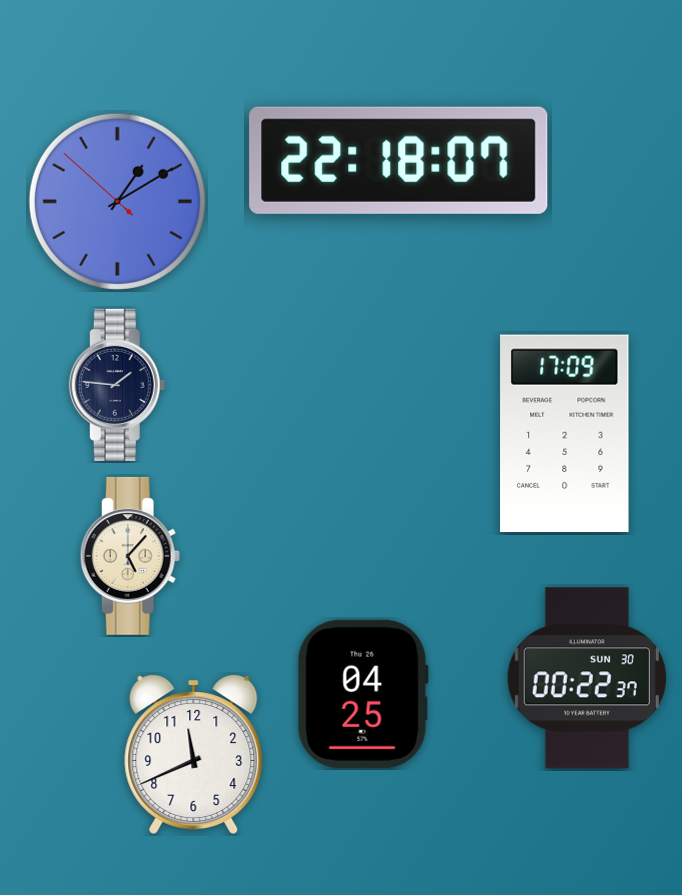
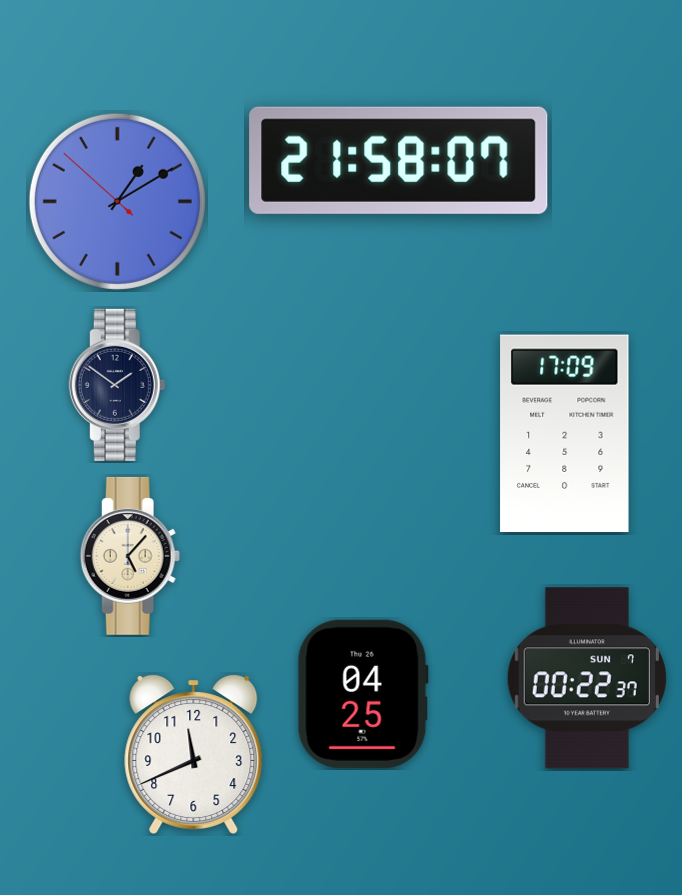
clock at (399, 160): 22:18 -> 21:58
clock at (117, 385): 1:46 -> 1:51
clock at (587, 678) date: SUN 30 -> SUN 7
